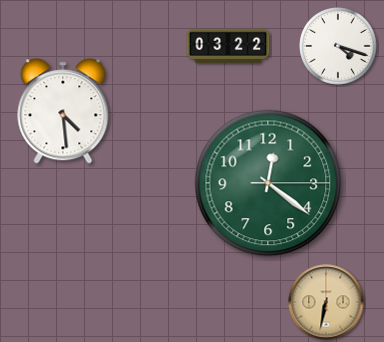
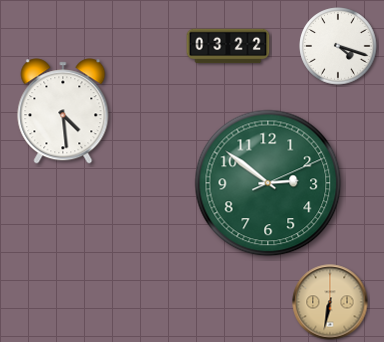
clock at (268, 183): 12:21 -> 2:51
clock at (326, 302) position: (326, 302) -> (330, 302)
